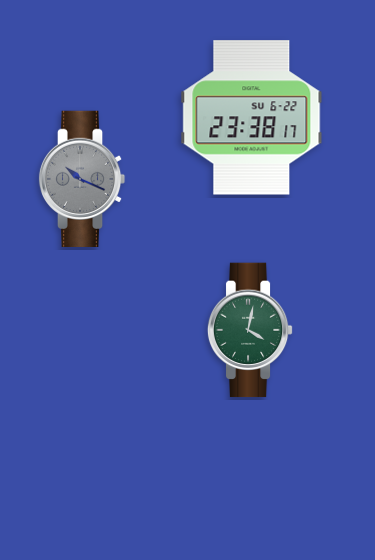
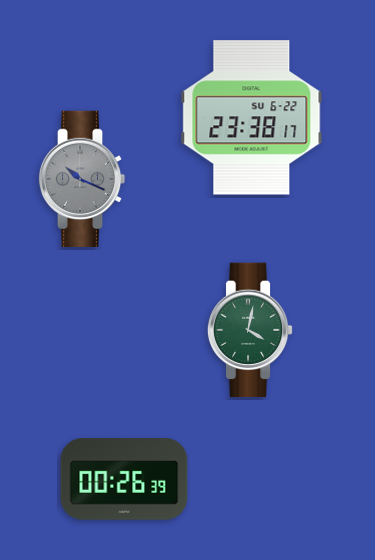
clock at (124, 479): none -> 00:26
